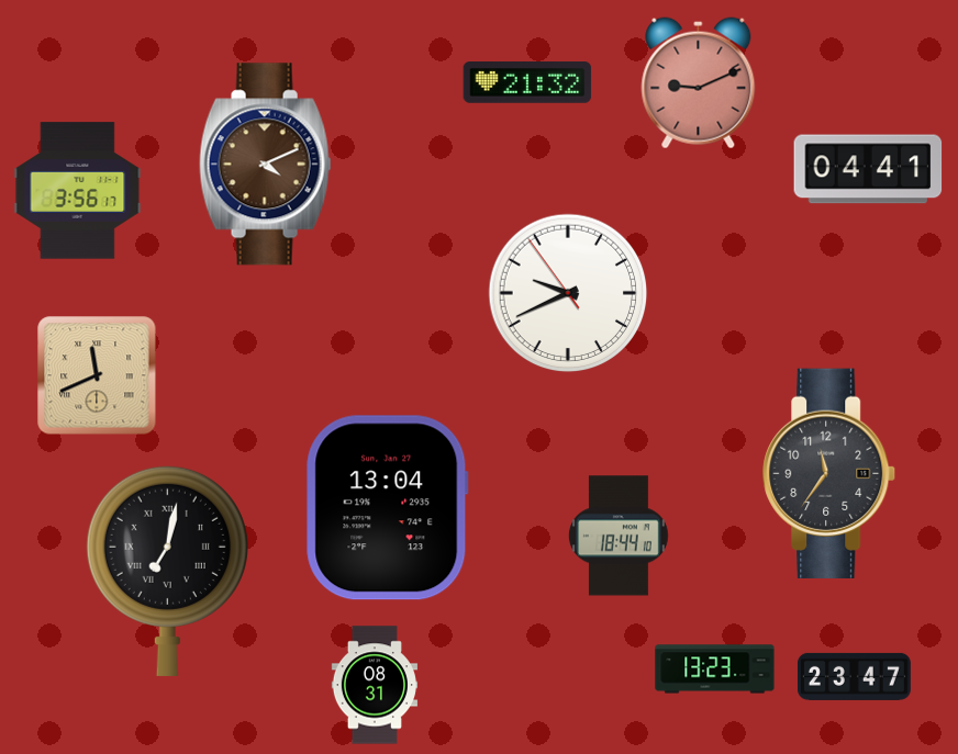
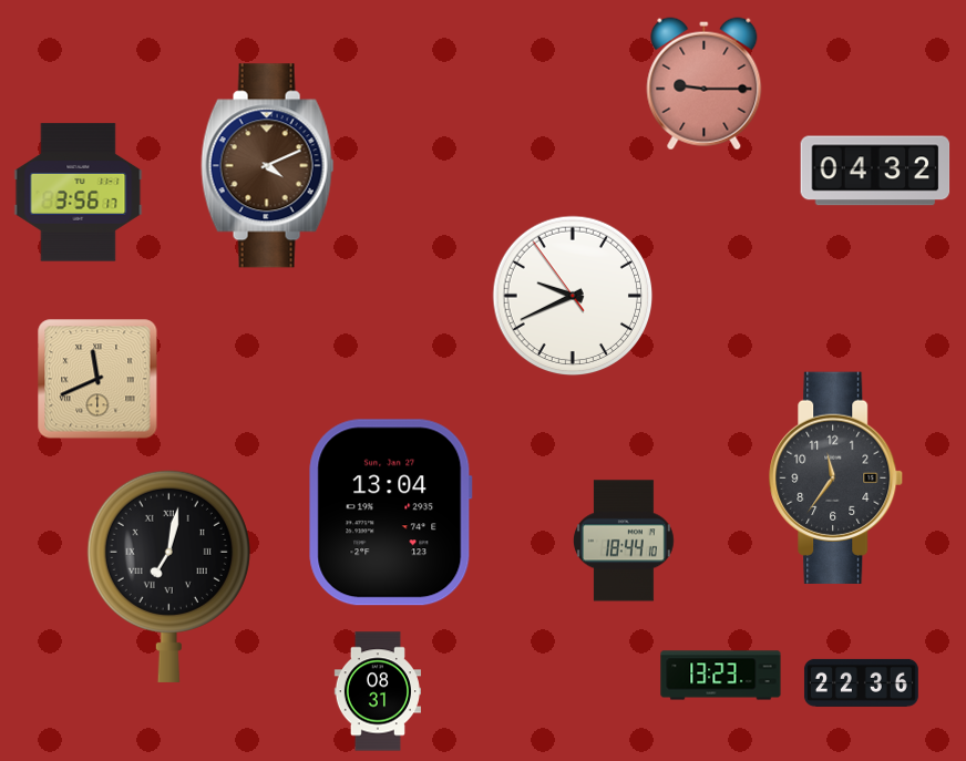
clock at (527, 83): 21:32 -> none
clock at (699, 83): 9:11 -> 9:15
clock at (868, 169): 04:41 -> 04:32
clock at (854, 676): 23:47 -> 22:36
